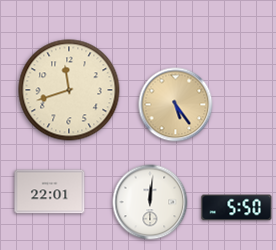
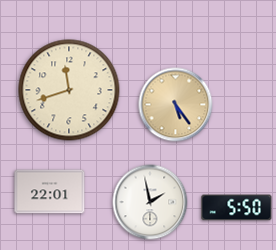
clock at (150, 202): 12:01 -> 1:58
